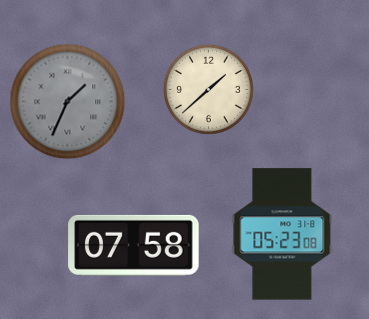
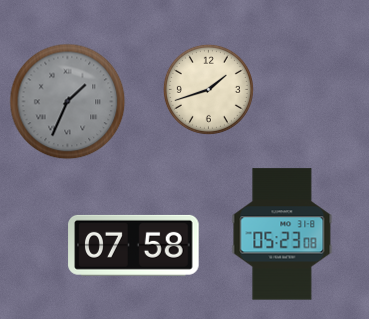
clock at (208, 89): 1:38 -> 1:42
